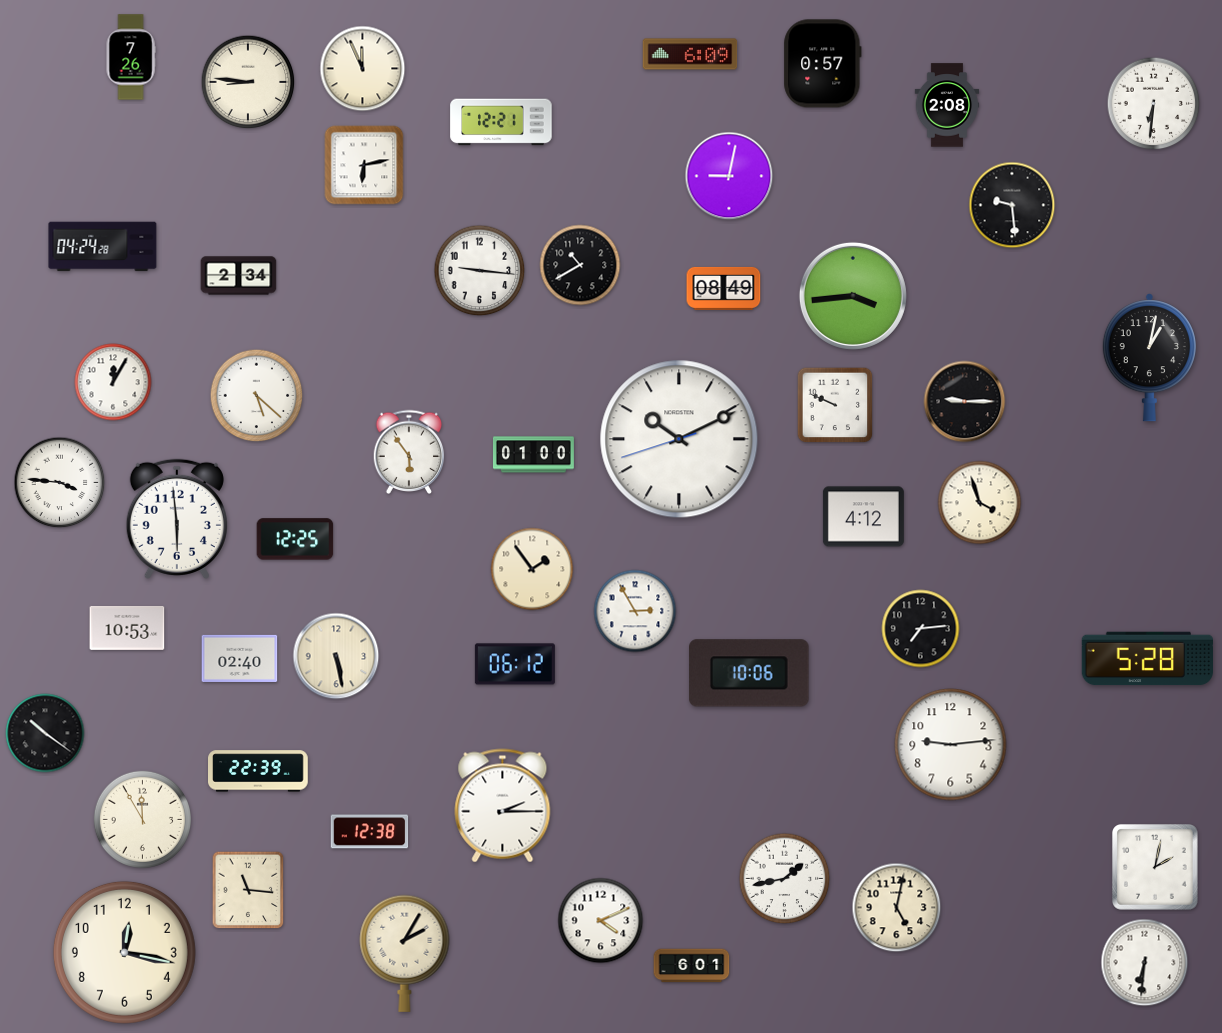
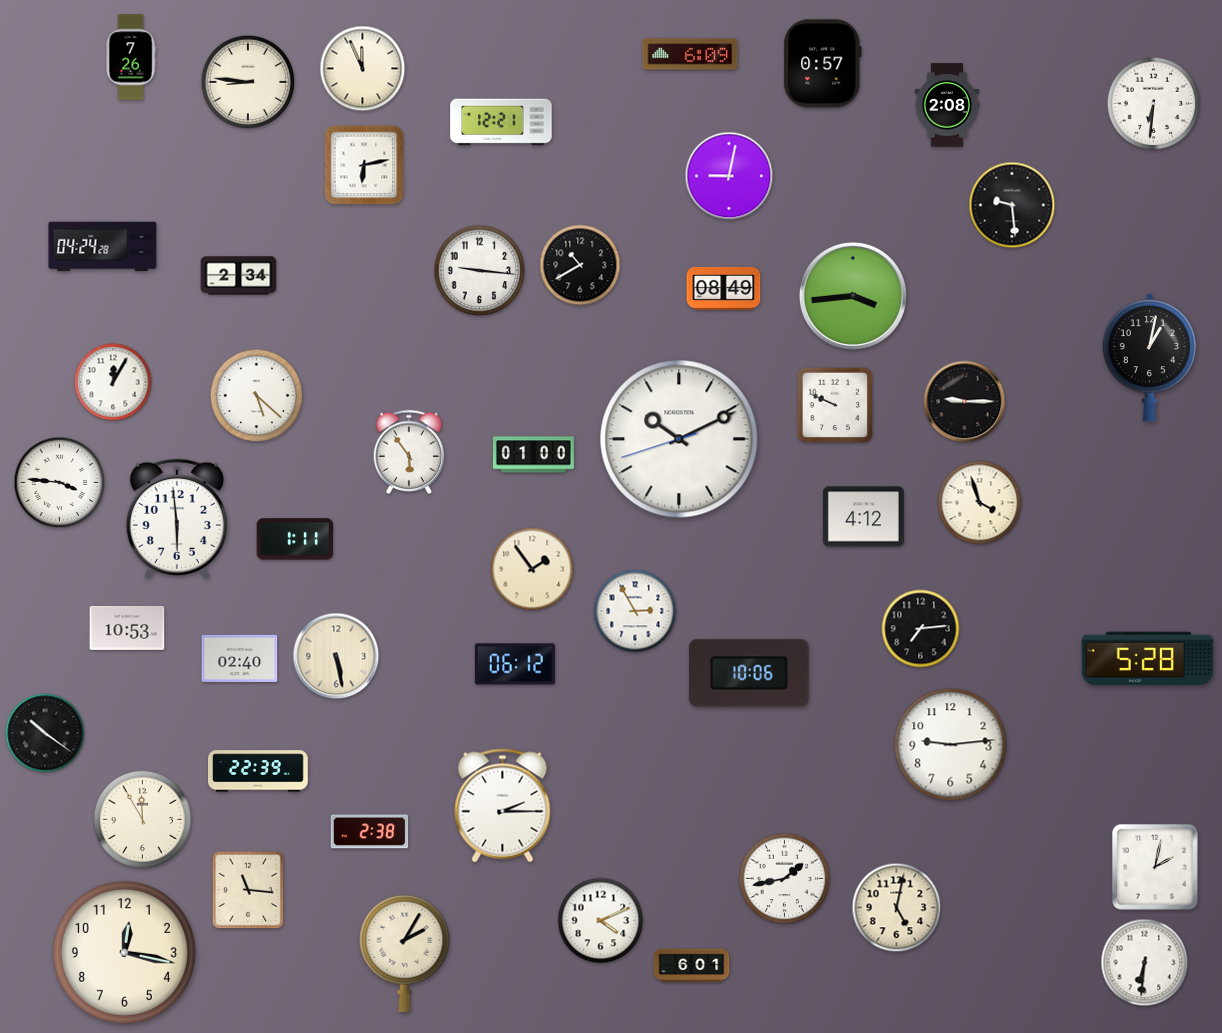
clock at (295, 539): 12:25 -> 1:11
clock at (370, 832): 12:38 -> 2:38
